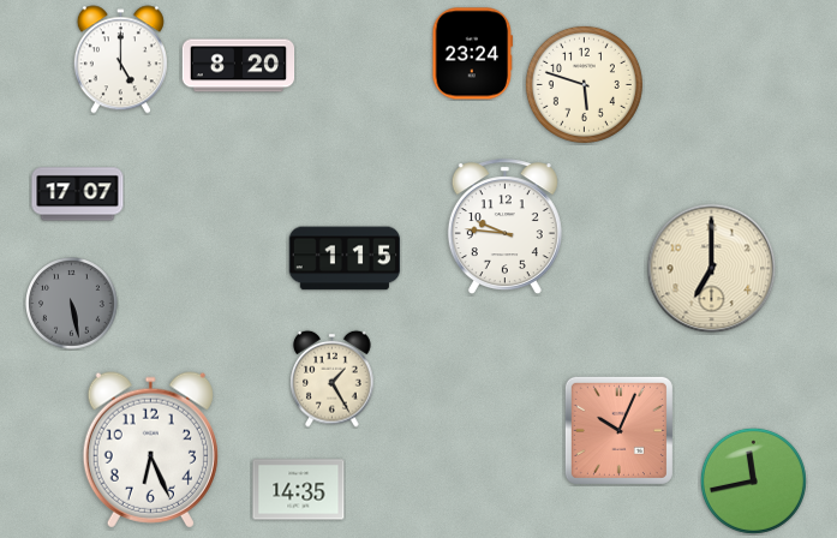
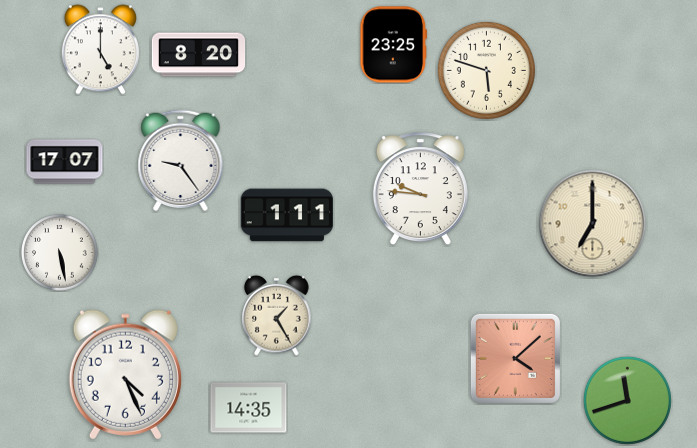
clock at (473, 54): 23:24 -> 23:25
clock at (181, 161): none -> 9:24
clock at (345, 258): 1:15 -> 1:11
clock at (72, 304) dial: grey -> white
clock at (618, 430): 10:04 -> 4:08
clock at (150, 450): 6:26 -> 4:26
clock at (753, 480): 11:43 -> 11:42
